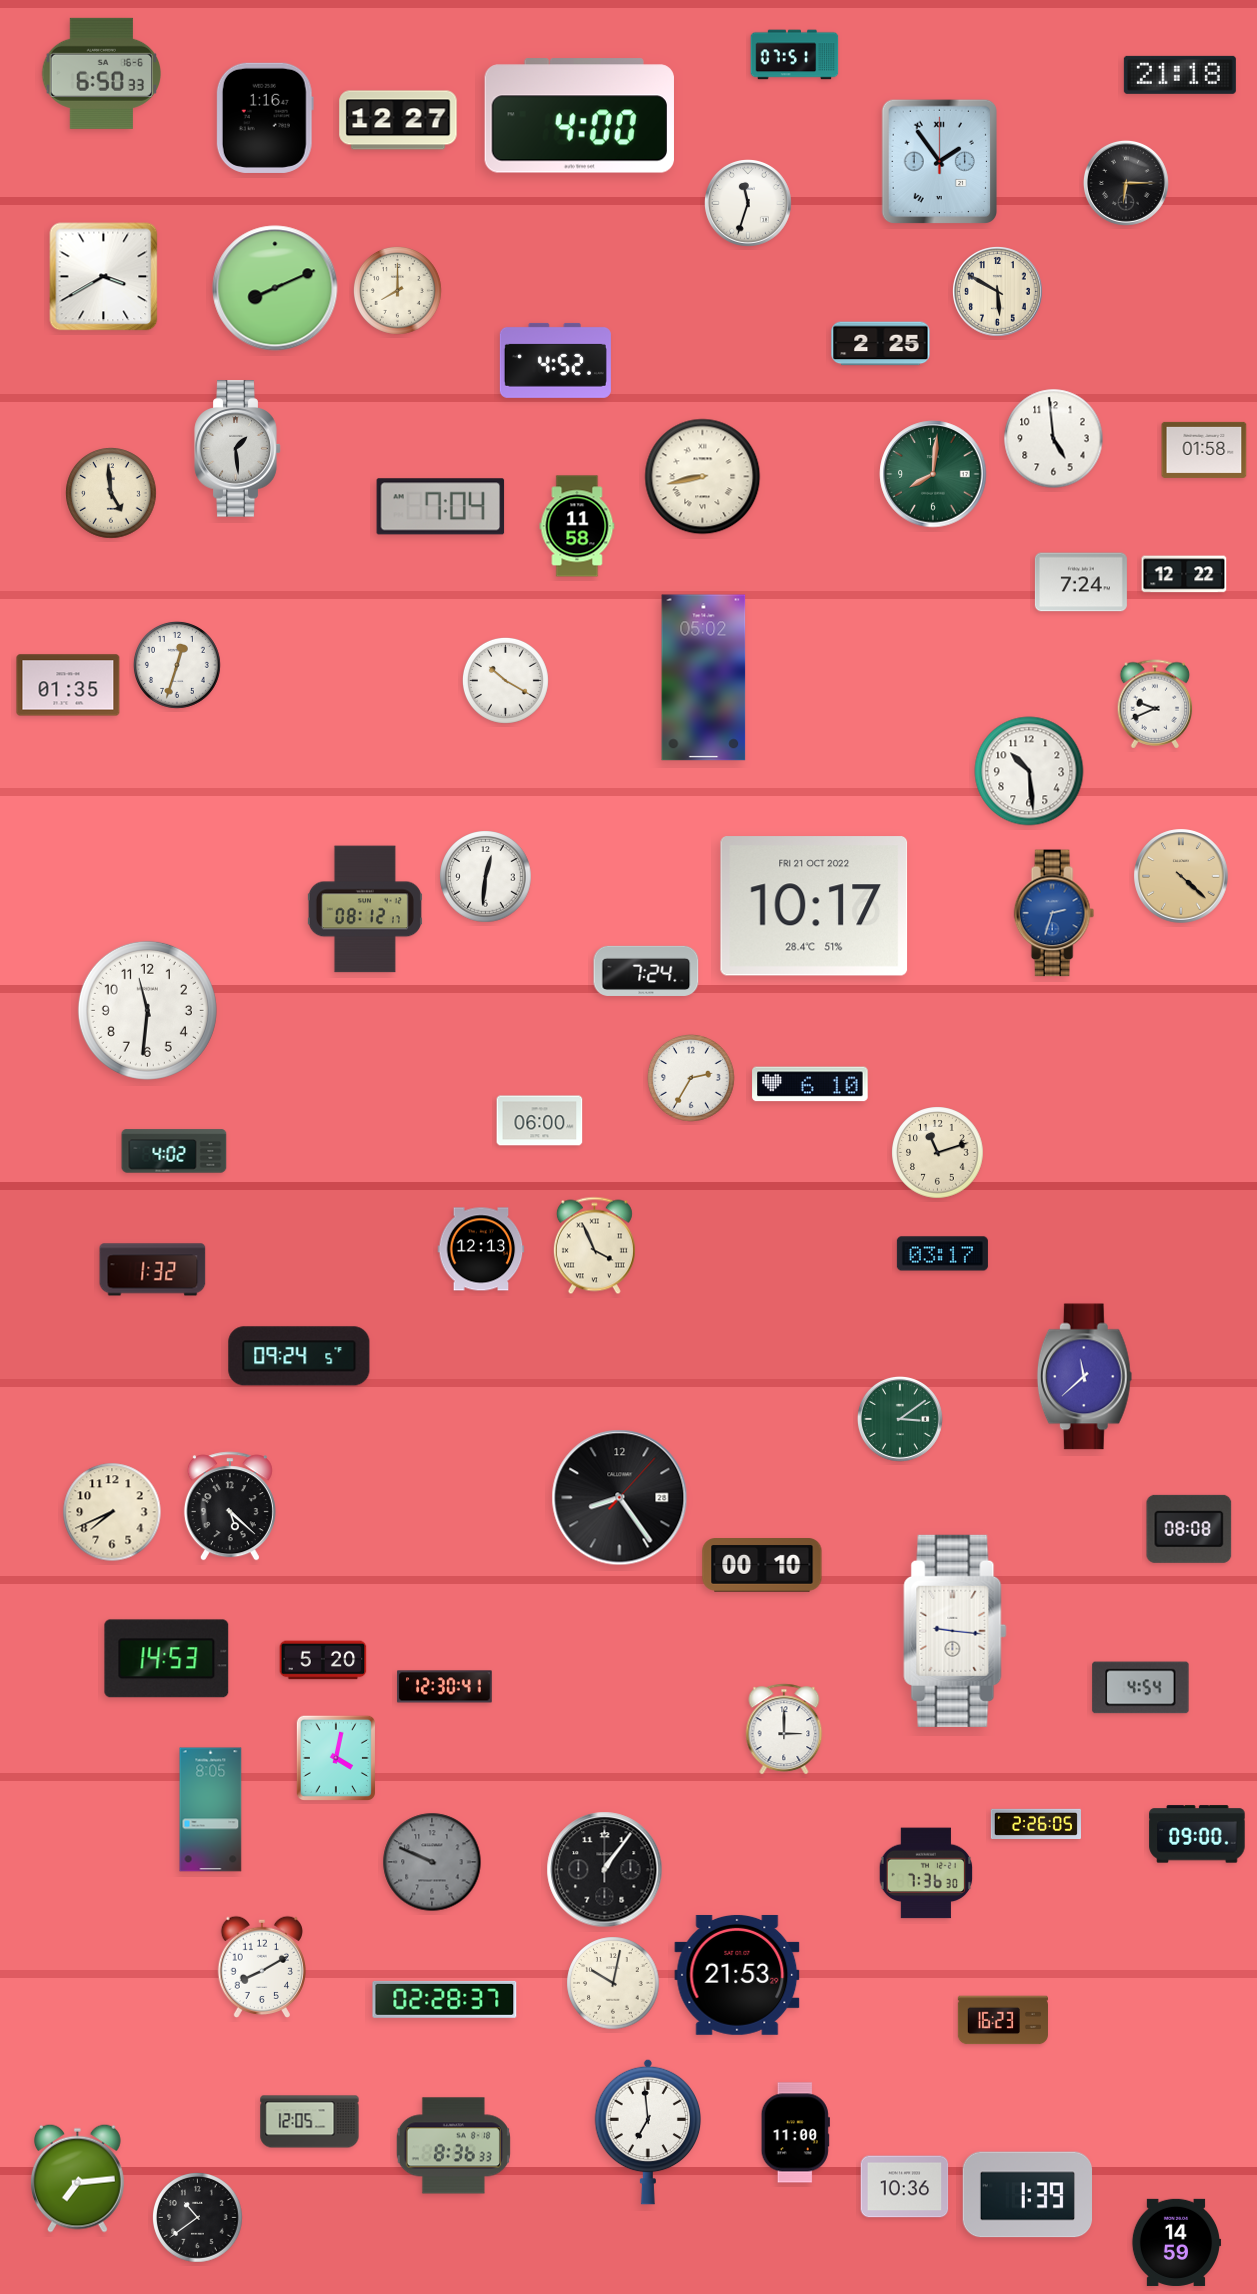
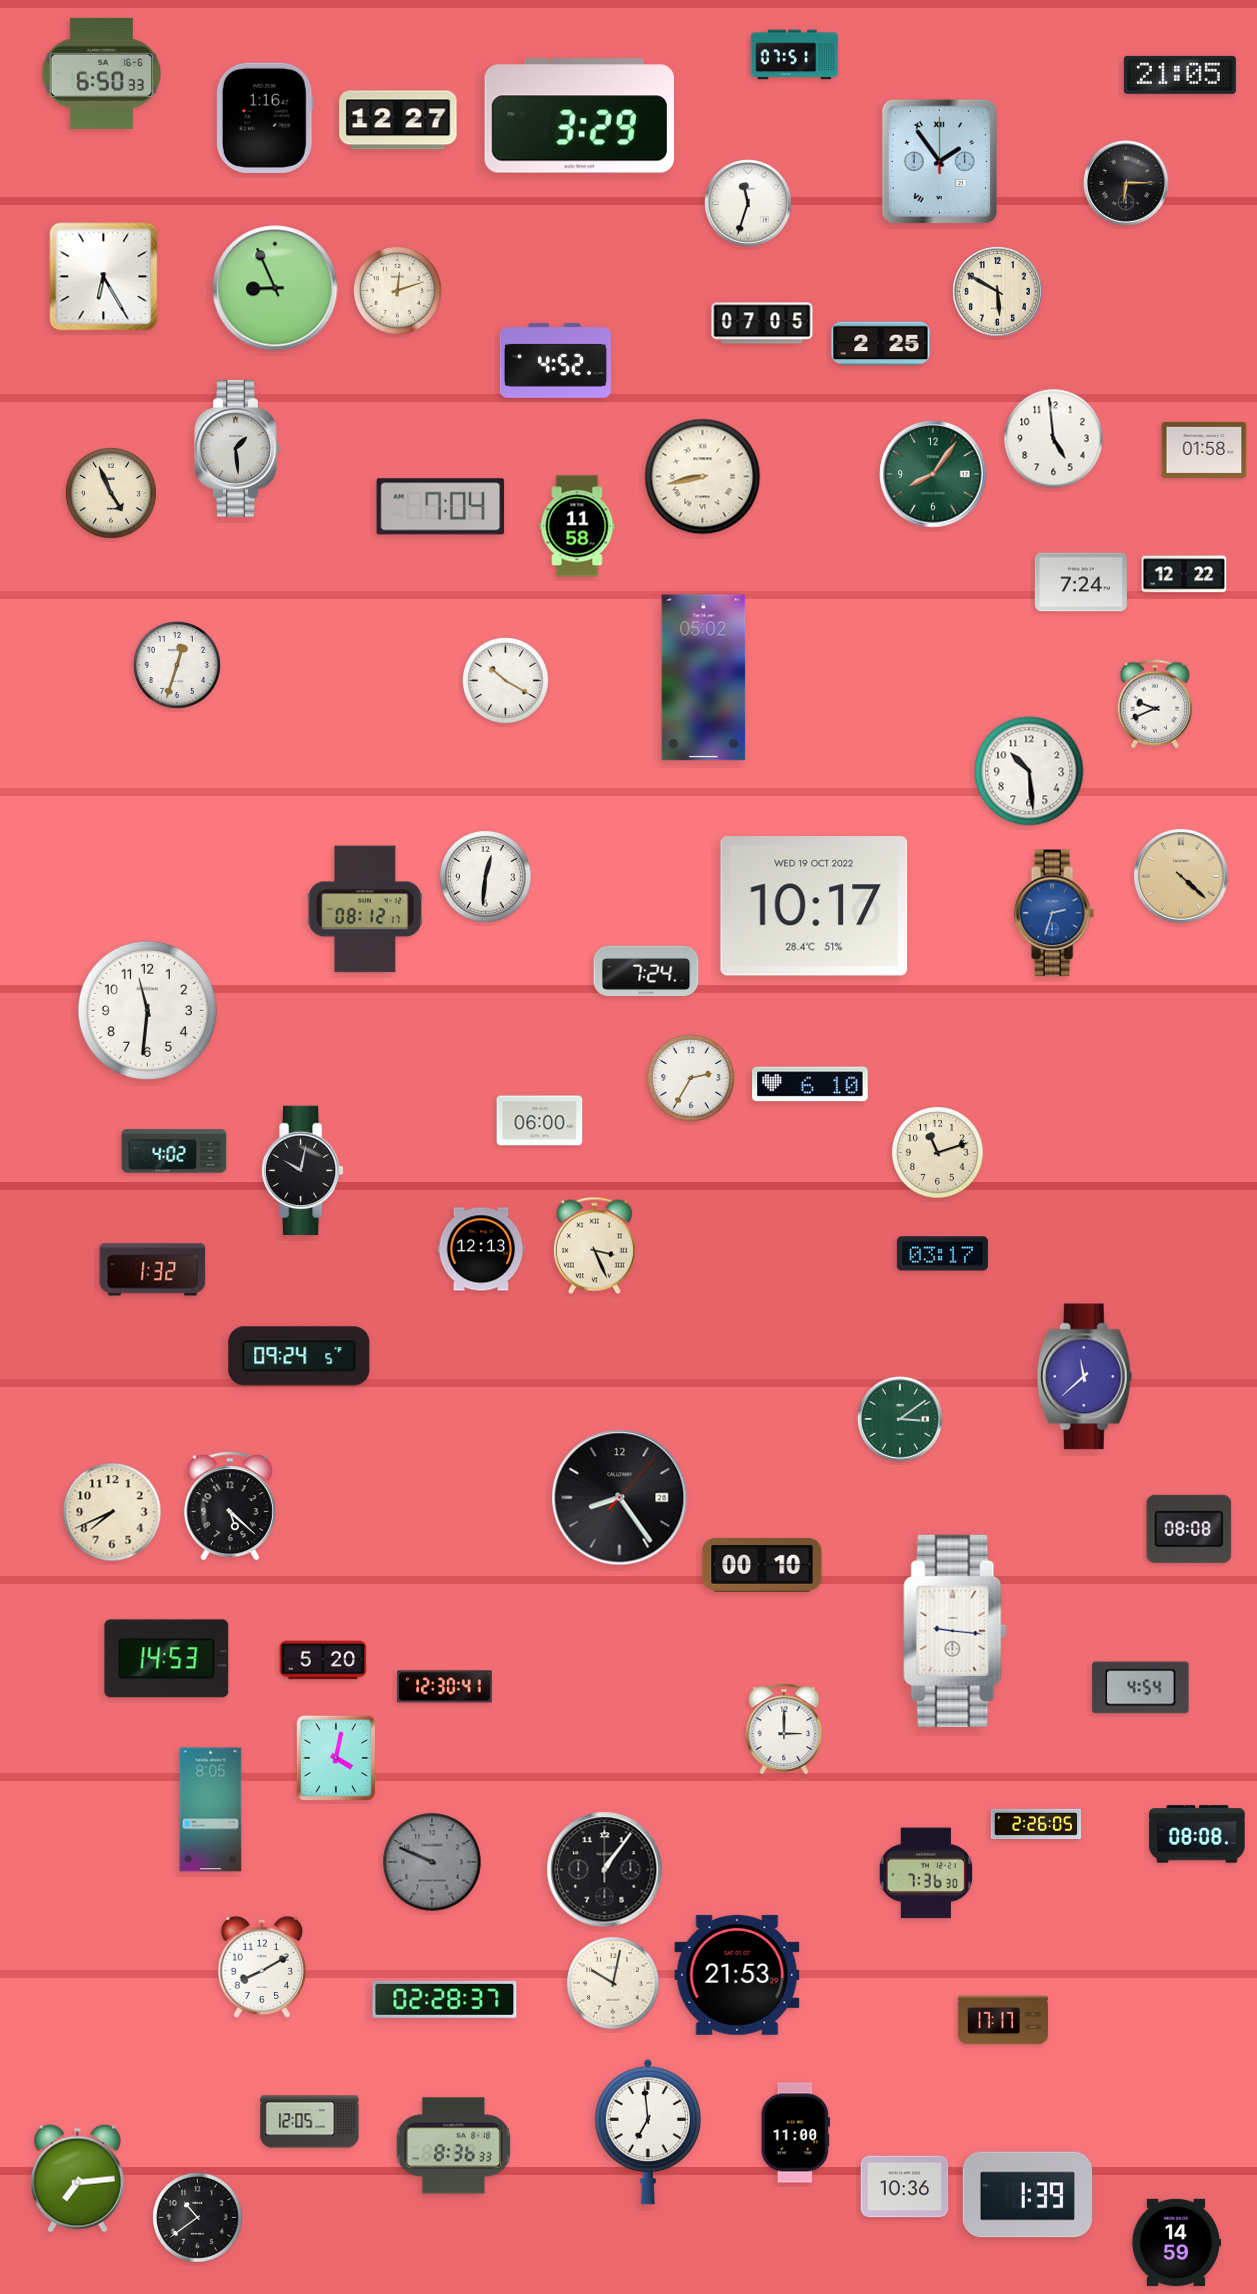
clock at (1180, 75): 21:18 -> 21:05
clock at (579, 116): 4:00 -> 3:29
clock at (104, 277): 3:40 -> 6:25
clock at (275, 288): 8:11 -> 8:56
clock at (398, 291): 8:00 -> 12:12
clock at (762, 323): none -> 07:05
clock at (933, 474): 8:01 -> 8:06
clock at (111, 493): 4:59 -> 4:56
clock at (68, 685): 01:35 -> none
clock at (814, 906) date: FRI 21 OCT 2022 -> WED 19 OCT 2022
clock at (303, 1171): none -> 10:02
clock at (594, 1246): 3:56 -> 3:26
clock at (1197, 1834): 09:00 -> 08:08
clock at (1003, 2020): 16:23 -> 17:17
